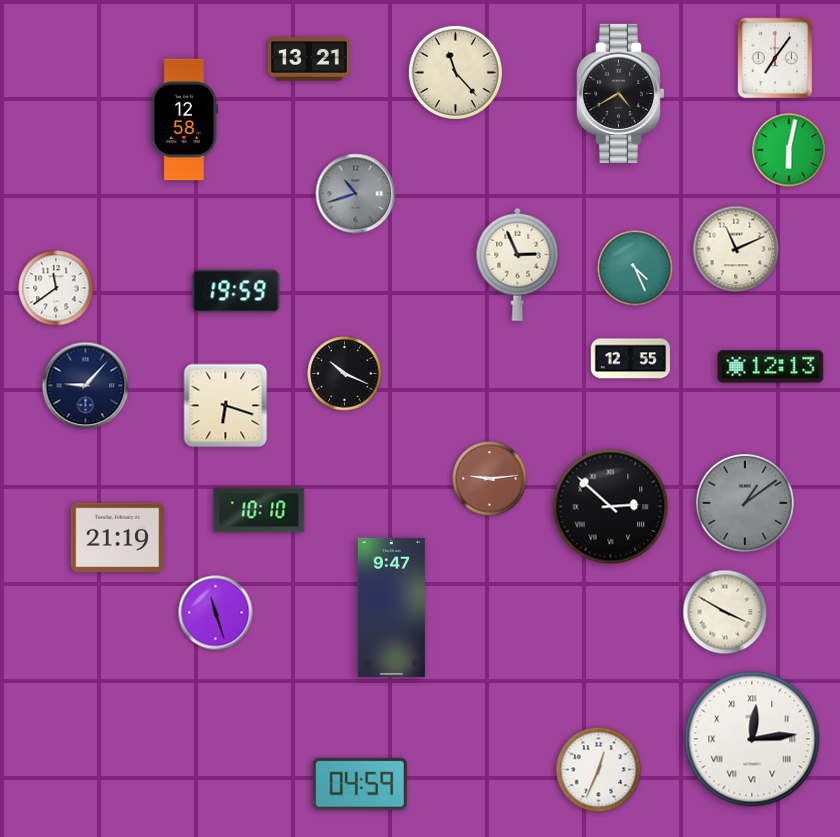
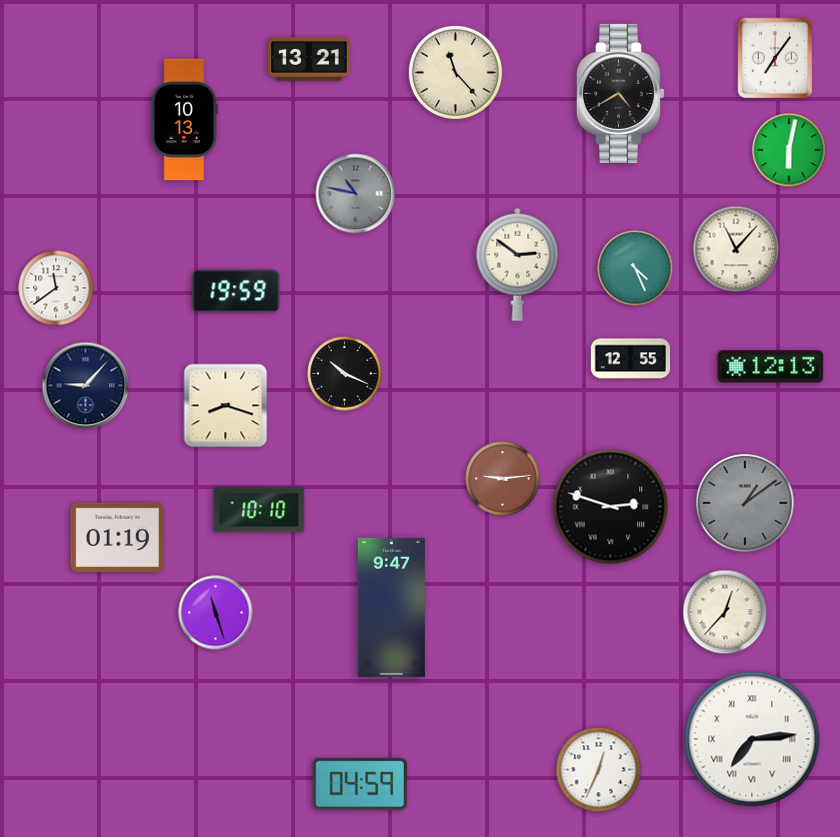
clock at (184, 120): 12:58 -> 10:13
clock at (356, 194): 10:42 -> 10:47
clock at (736, 249): 11:11 -> 11:07
clock at (518, 264): 2:56 -> 2:51
clock at (226, 406): 6:18 -> 8:18
clock at (490, 479) position: (490, 479) -> (503, 479)
clock at (611, 507): 2:52 -> 2:48
clock at (118, 538): 21:19 -> 01:19
clock at (725, 612): 3:50 -> 12:37
clock at (752, 739): 12:14 -> 7:14
